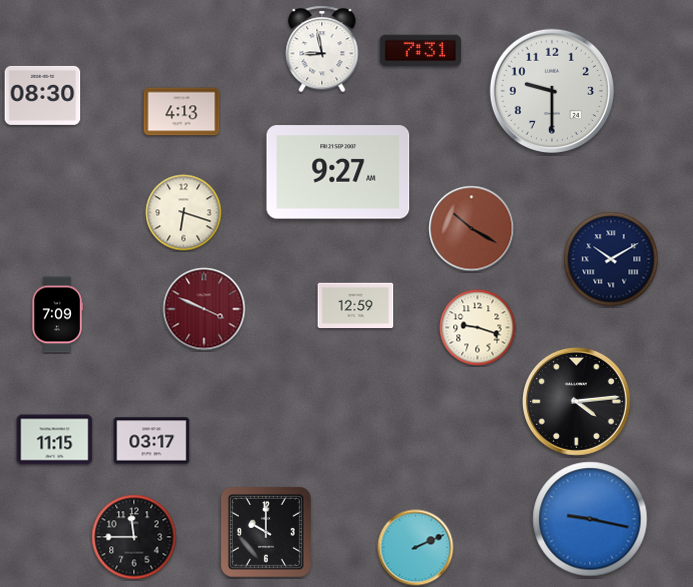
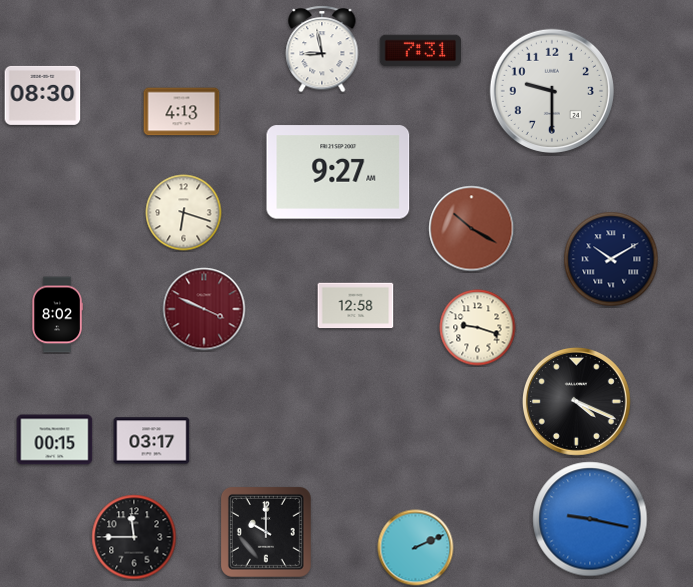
clock at (356, 306): 12:59 -> 12:58
clock at (57, 315): 7:09 -> 8:02
clock at (576, 401): 4:14 -> 4:19
clock at (55, 440): 11:15 -> 00:15
